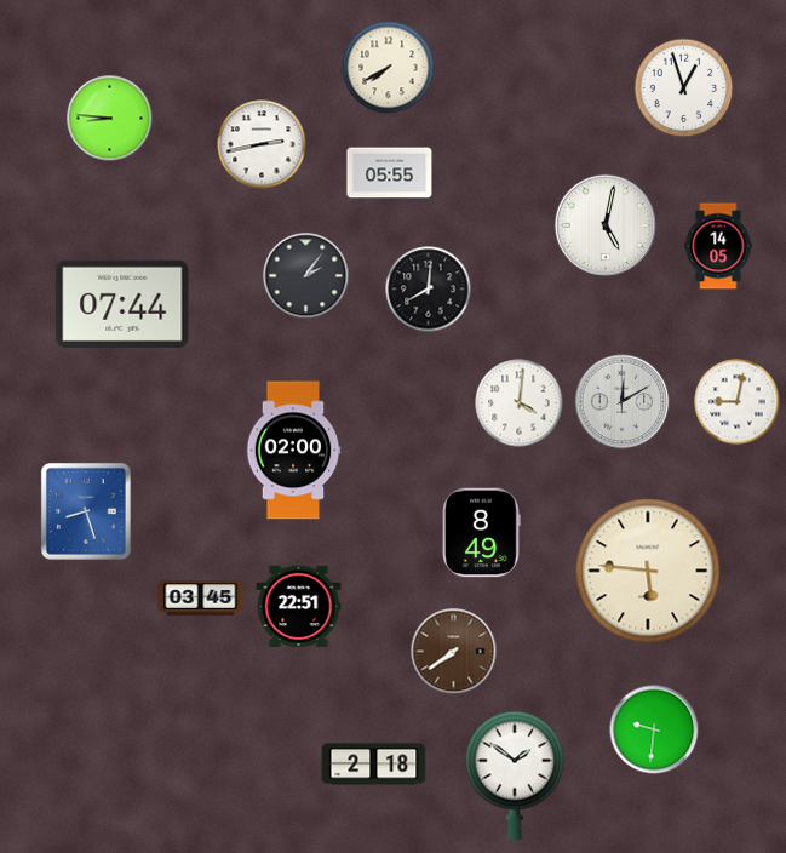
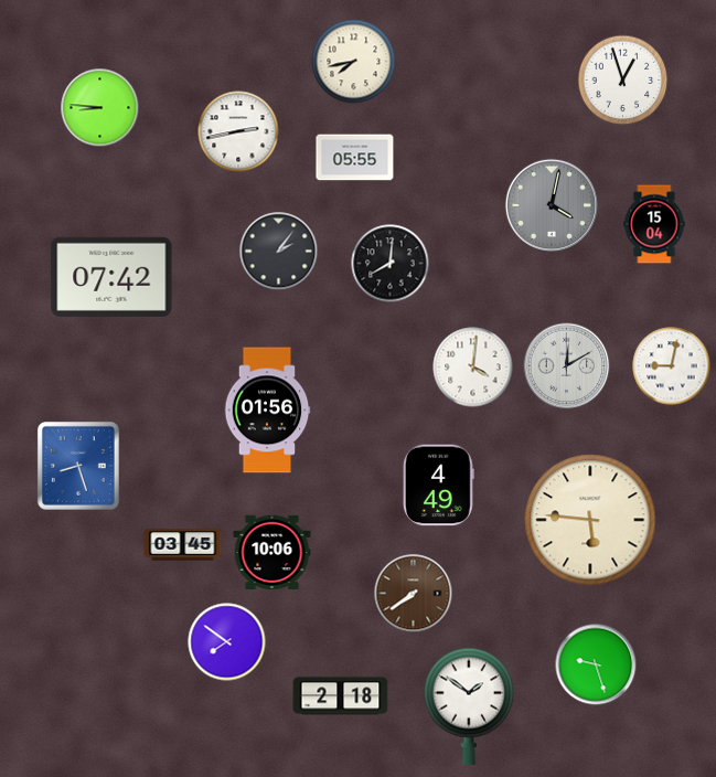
clock at (389, 68): 7:40 -> 7:43
clock at (606, 225): 5:02 -> 4:02
clock at (606, 225) dial: white -> grey
clock at (718, 246): 14:05 -> 15:04
clock at (122, 304): 07:44 -> 07:42
clock at (293, 451): 02:00 -> 01:56
clock at (481, 533): 8:49 -> 4:49
clock at (299, 607): 22:51 -> 10:06
clock at (227, 642): none -> 7:51
clock at (654, 729): 9:31 -> 9:27
